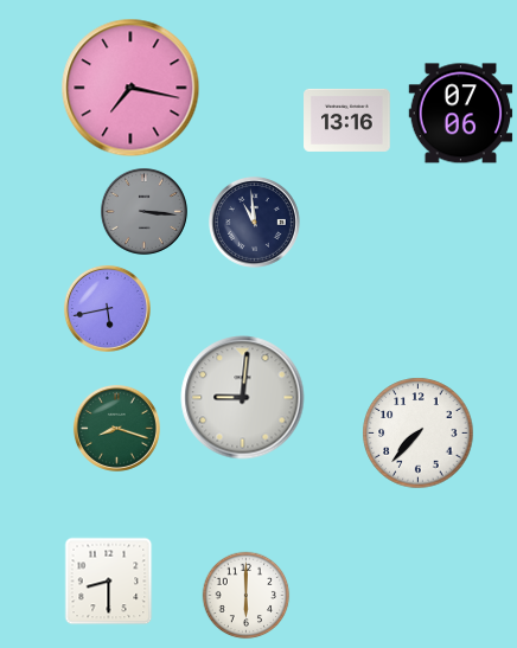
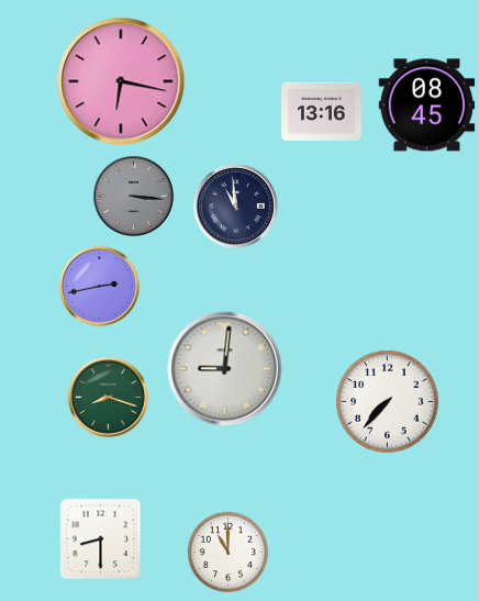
clock at (130, 88): 7:17 -> 6:17
clock at (461, 114): 07:06 -> 08:45
clock at (107, 308): 5:43 -> 2:43
clock at (247, 596): 6:00 -> 11:00
